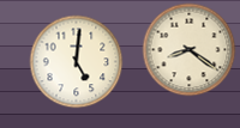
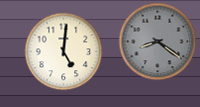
clock at (188, 49) dial: cream -> grey
